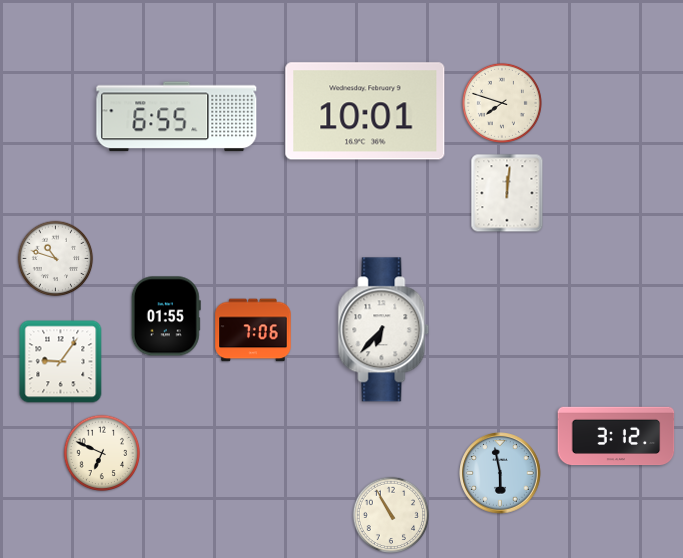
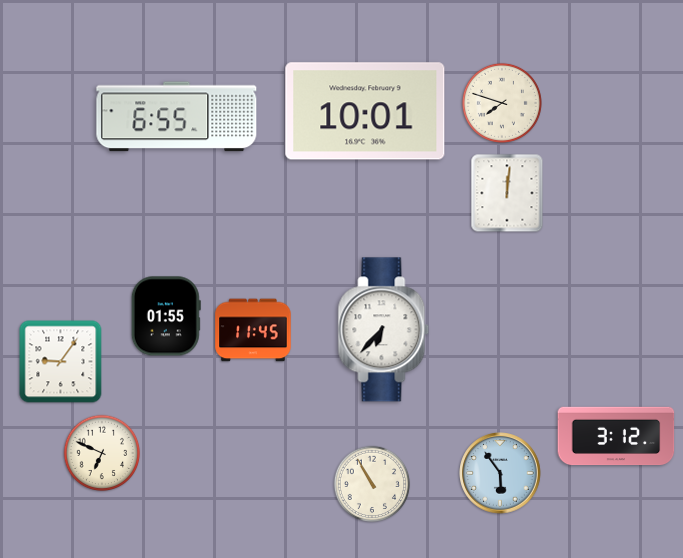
clock at (56, 259): 10:48 -> none
clock at (253, 330): 7:06 -> 11:45
clock at (500, 473): 5:58 -> 5:54
clock at (391, 515) position: (391, 515) -> (372, 484)
